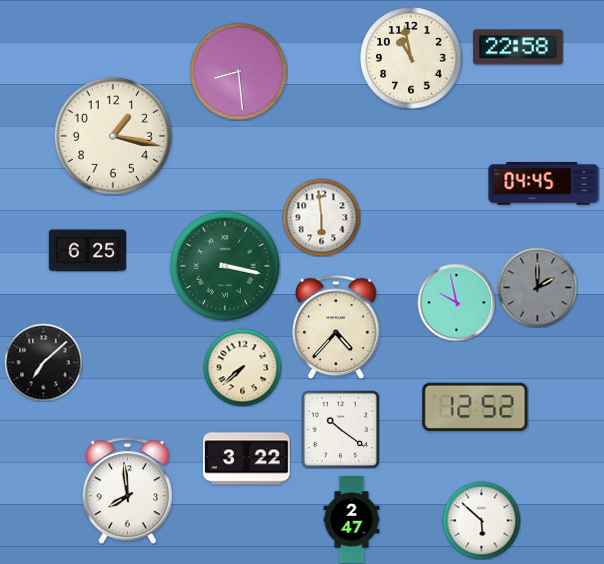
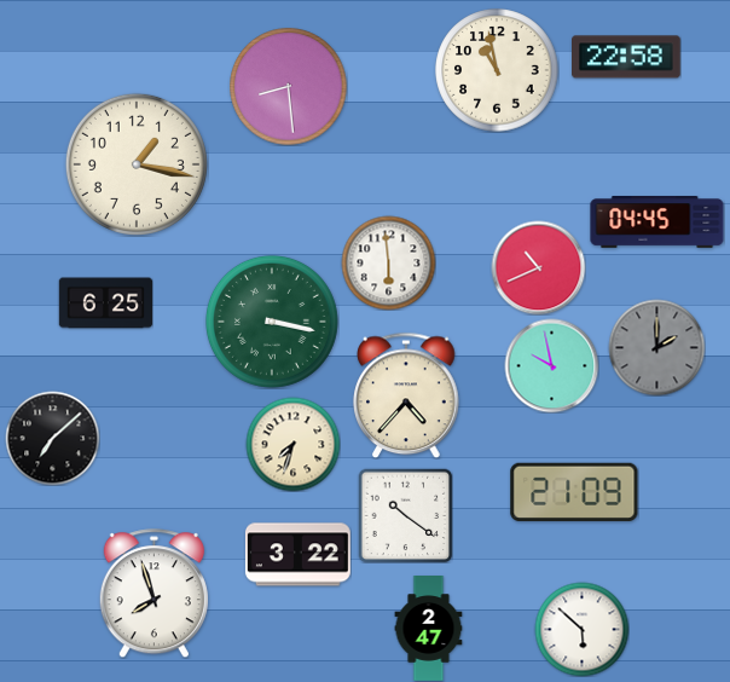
clock at (538, 267): none -> 10:41
clock at (537, 287) position: (537, 287) -> (656, 347)
clock at (242, 367): 7:38 -> 7:33
clock at (475, 407): 12:52 -> 21:09
clock at (340, 429) position: (340, 429) -> (405, 515)
clock at (127, 491): 7:59 -> 7:57
clock at (352, 520) position: (352, 520) -> (429, 629)
